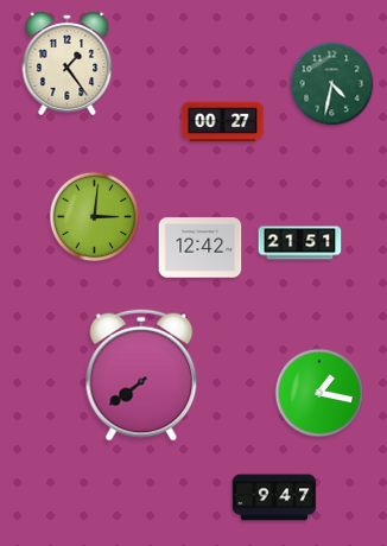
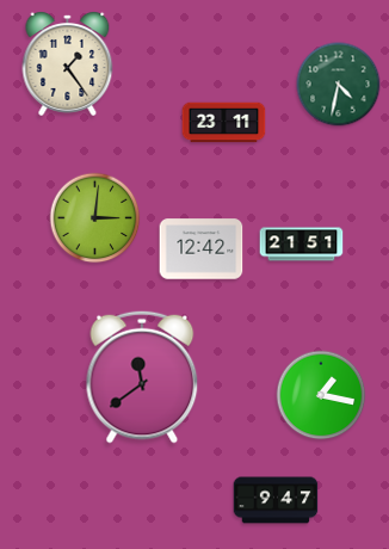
clock at (332, 84) position: (332, 84) -> (339, 85)
clock at (223, 122): 00:27 -> 23:11
clock at (141, 375): 7:39 -> 11:39
